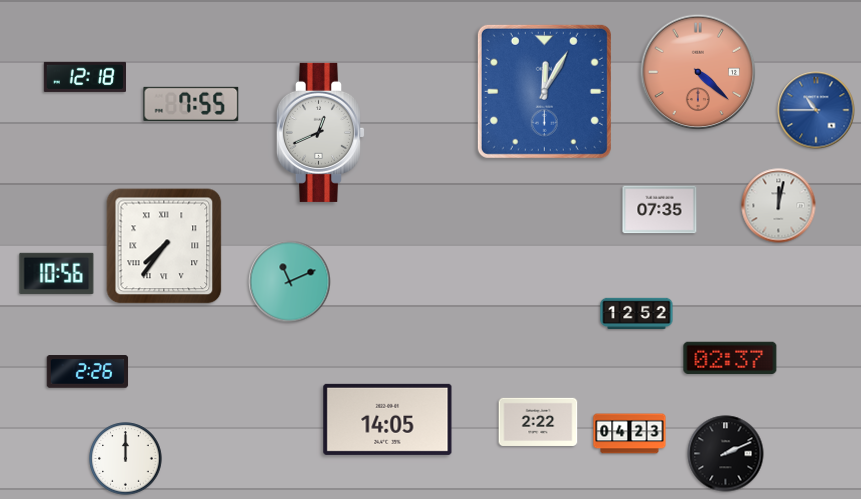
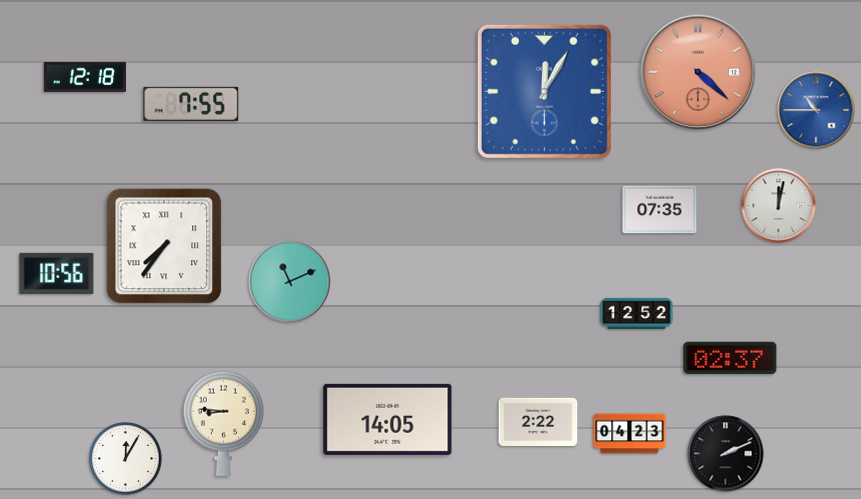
clock at (320, 132): 12:41 -> none
clock at (88, 372): 2:26 -> none
clock at (223, 423): none -> 8:46
clock at (126, 459): 12:00 -> 12:05
